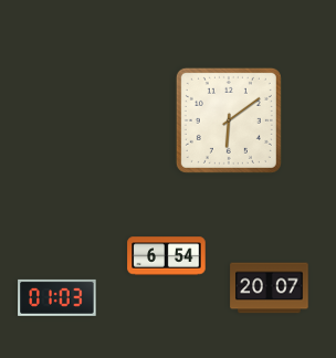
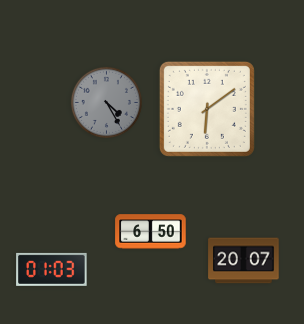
clock at (106, 102): none -> 4:25
clock at (167, 256): 6:54 -> 6:50
